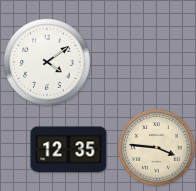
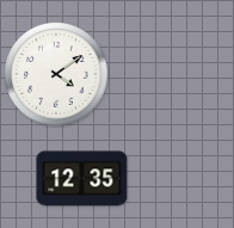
clock at (157, 148): 3:46 -> none
